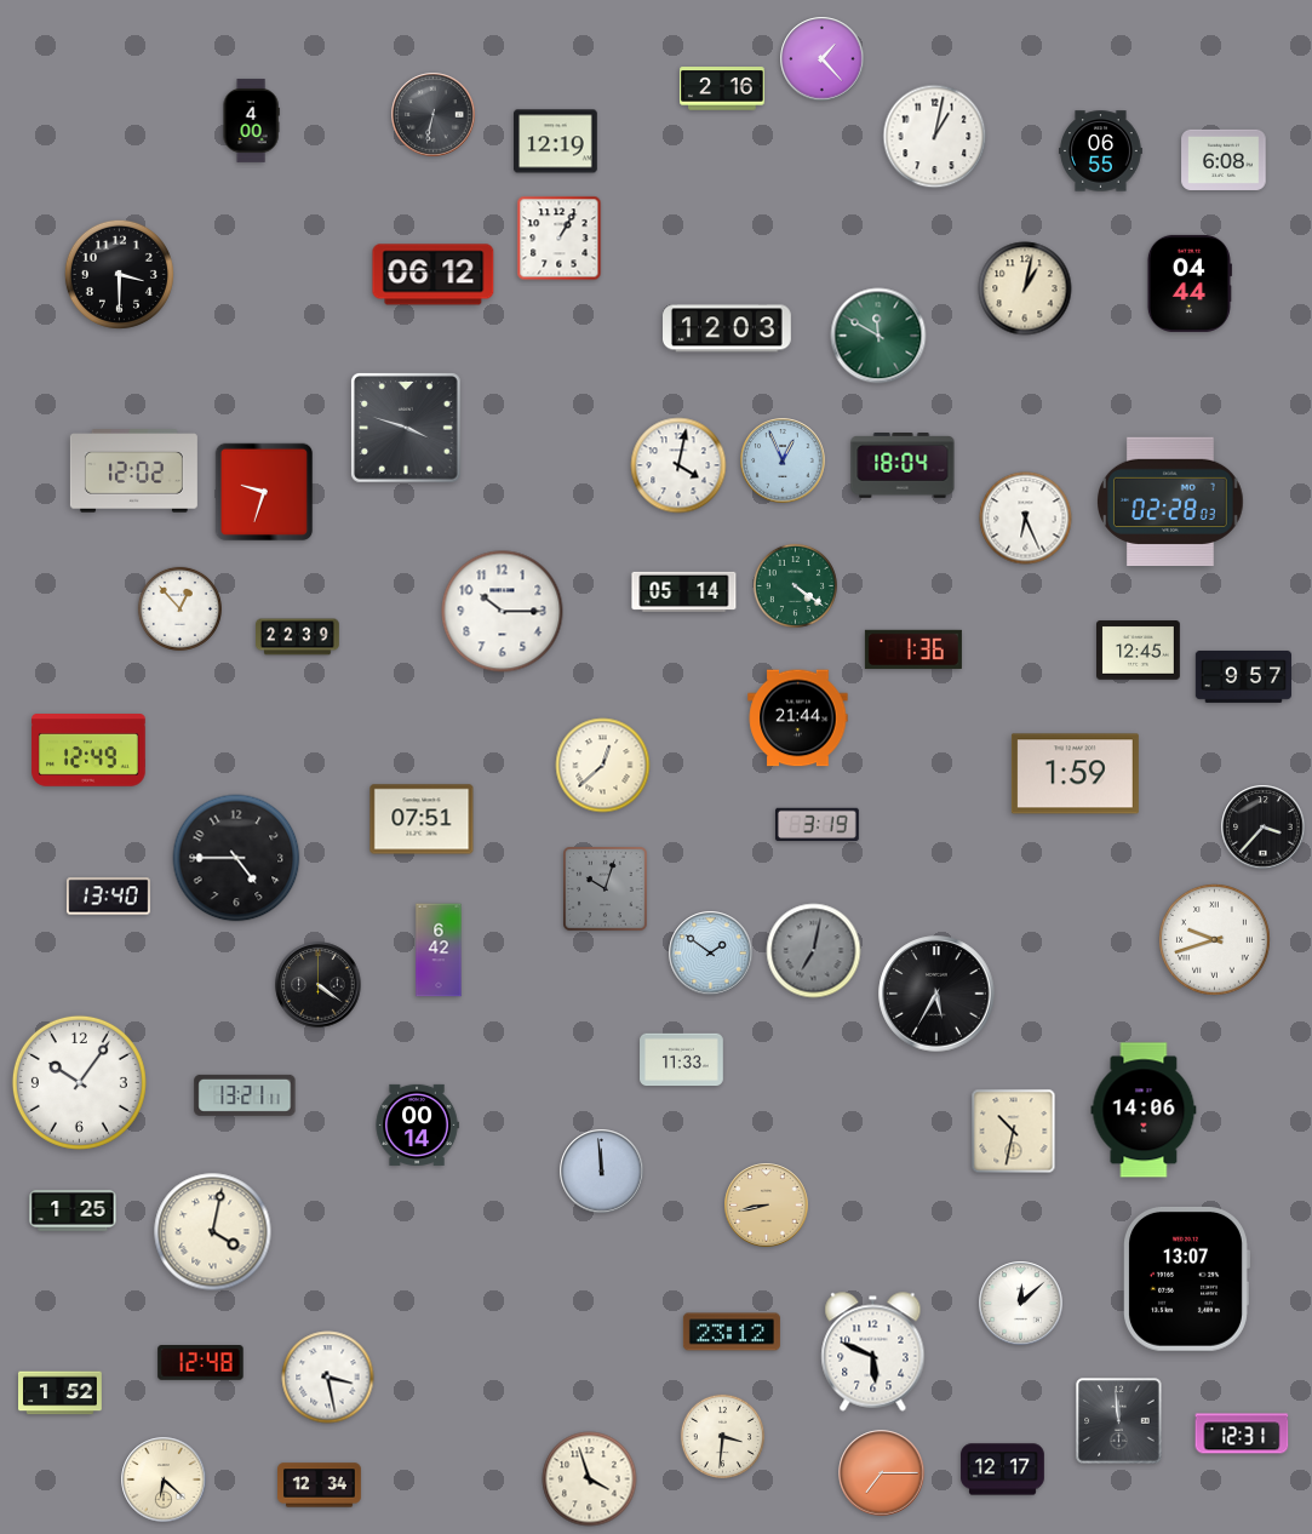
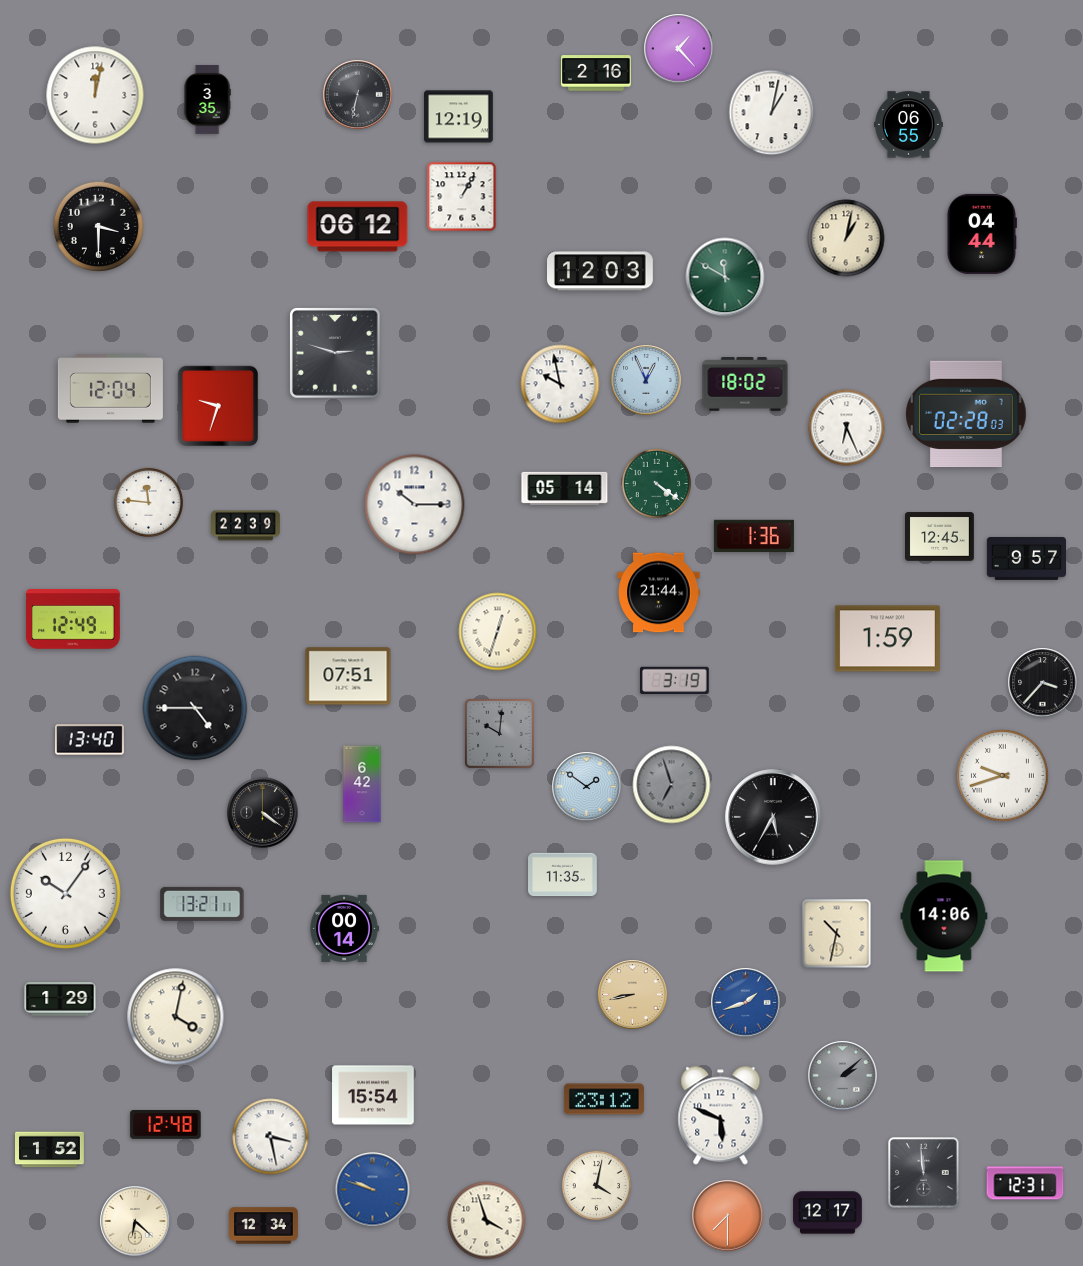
clock at (95, 95): none -> 12:02
clock at (251, 121): 4:00 -> 3:35
clock at (1224, 160): 6:08 -> none
clock at (407, 429): 3:48 -> 2:48
clock at (678, 465): 4:02 -> 9:58
clock at (903, 467): 18:04 -> 18:02
clock at (133, 471): 12:02 -> 12:04
clock at (179, 608): 12:53 -> 11:46
clock at (603, 766): 12:38 -> 12:33
clock at (606, 889): 10:03 -> 10:01
clock at (814, 951): 7:02 -> 6:57
clock at (936, 994) position: (936, 994) -> (773, 817)
clock at (682, 1060): 11:33 -> 11:35
clock at (602, 1172): 11:59 -> none
clock at (73, 1212): 1:25 -> 1:29
clock at (746, 1003): none -> 1:42
clock at (1187, 1278): 13:07 -> none
clock at (1021, 1304): 12:08 -> 2:08
clock at (1021, 1304) dial: white -> grey
clock at (373, 1095): none -> 15:54
clock at (722, 1436): 3:31 -> 4:02
clock at (373, 1190): none -> 9:48
clock at (882, 1473): 7:15 -> 7:30
